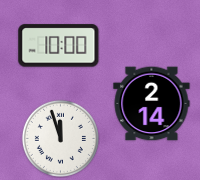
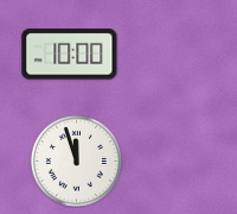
clock at (152, 104): 2:14 -> none
clock at (60, 138) position: (60, 138) -> (76, 160)
